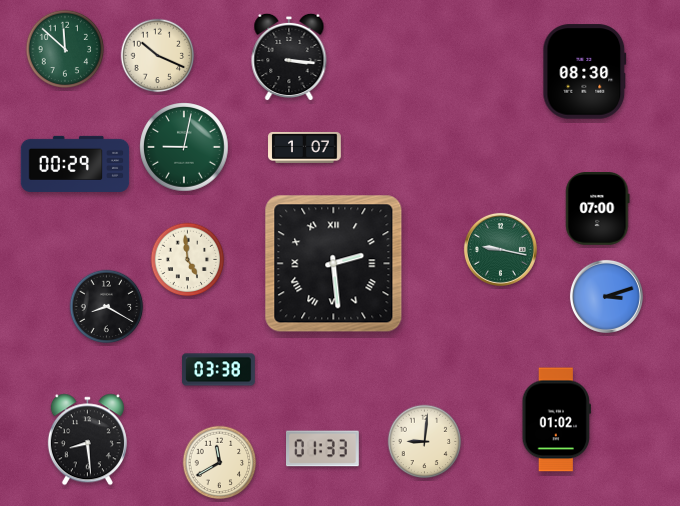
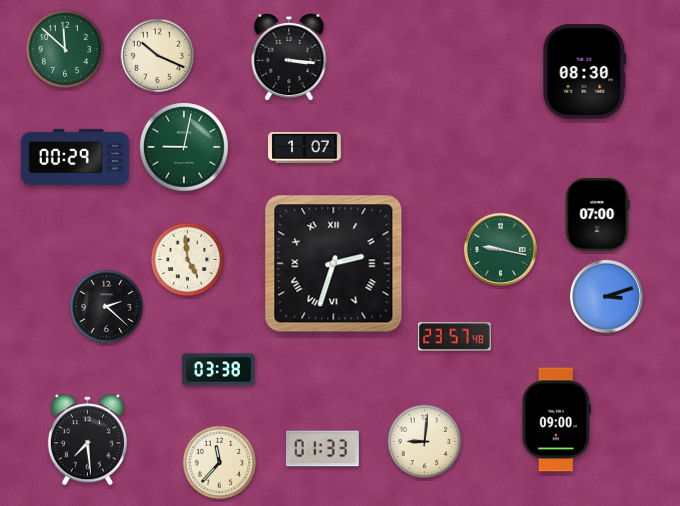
clock at (75, 164) position: (75, 164) -> (75, 157)
clock at (598, 209) position: (598, 209) -> (598, 215)
clock at (334, 264): 2:29 -> 2:33
clock at (107, 307): 8:20 -> 2:22
clock at (455, 337): none -> 23:57
clock at (556, 420): 01:02 -> 09:00
clock at (87, 440): 8:29 -> 7:29
clock at (220, 463): 11:40 -> 11:37
